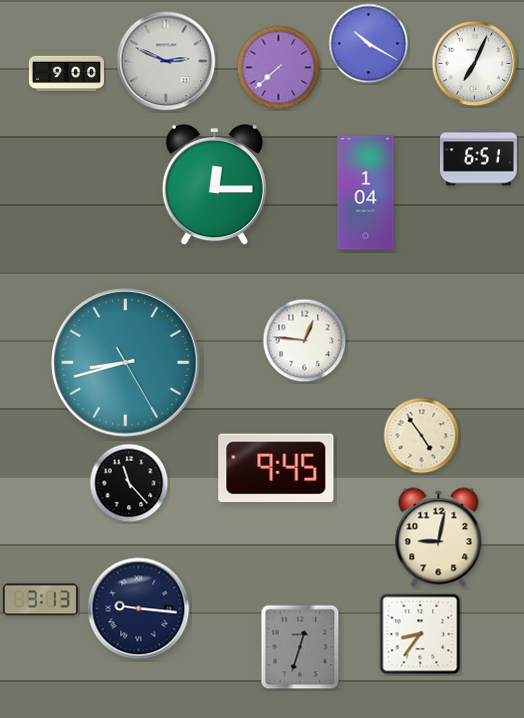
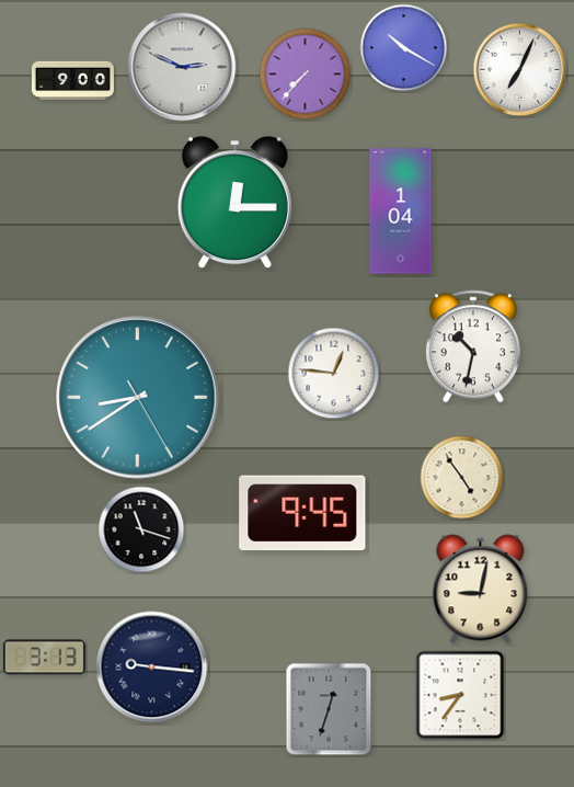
clock at (279, 68): 7:38 -> 7:37
clock at (479, 158): 6:51 -> none
clock at (473, 346): none -> 10:32
clock at (126, 363): 8:42 -> 8:39
clock at (129, 483): 11:23 -> 11:18
